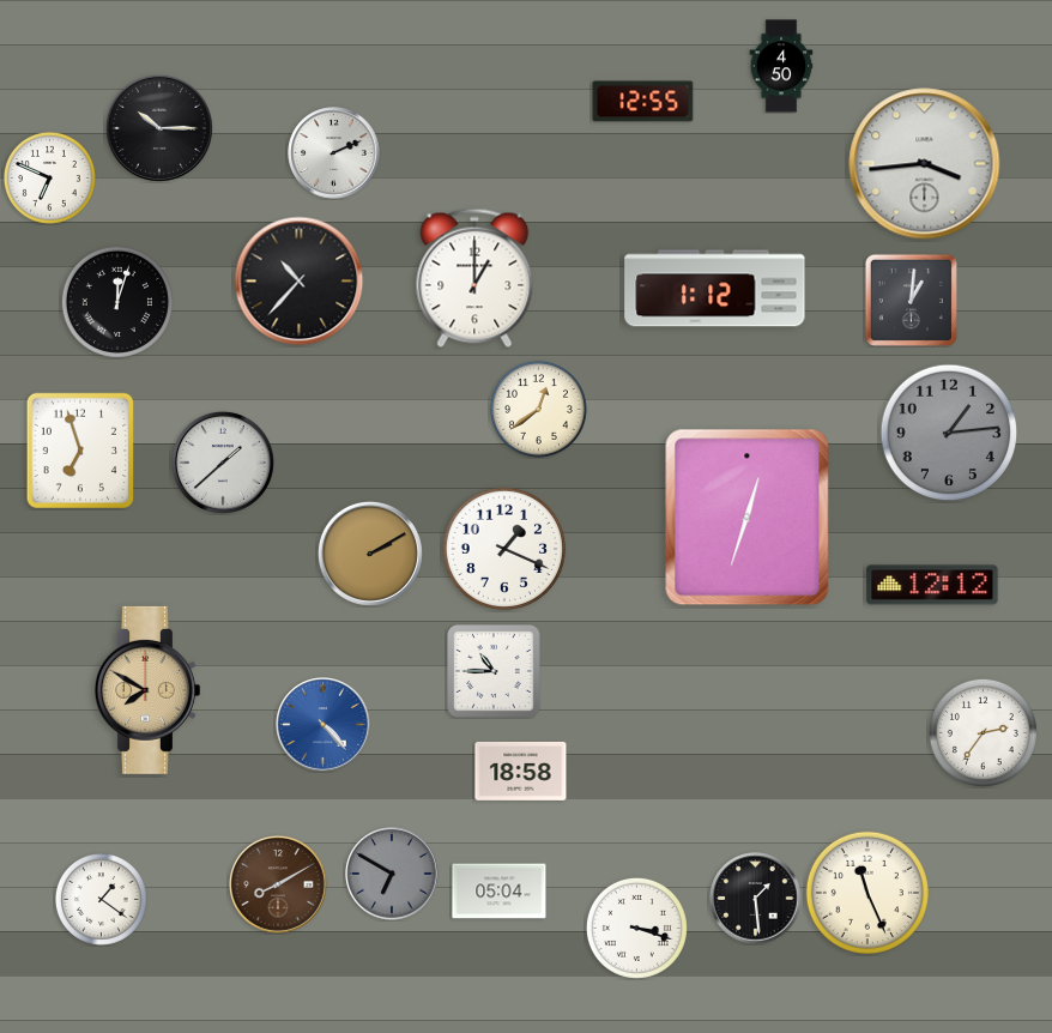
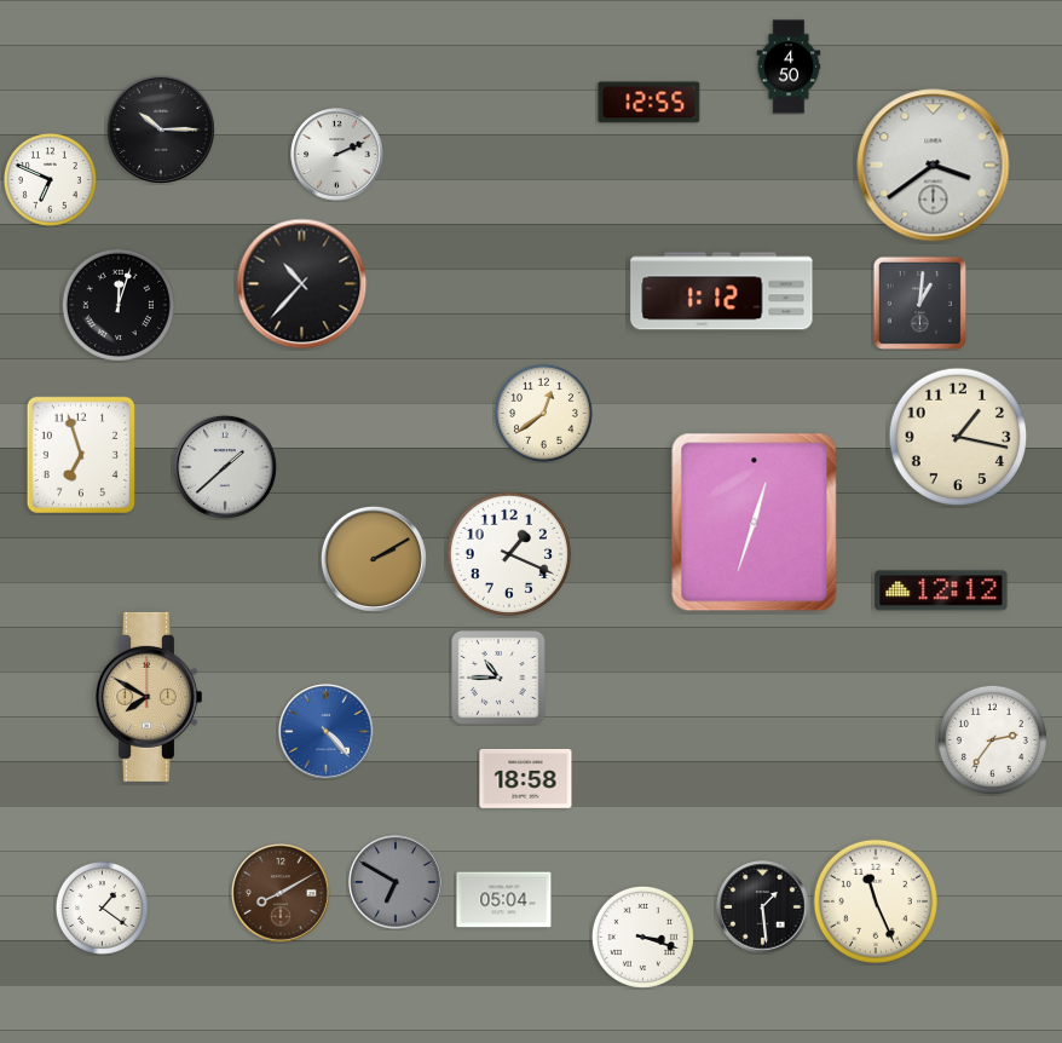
clock at (925, 164): 3:44 -> 3:39
clock at (474, 278): 1:00 -> none
clock at (949, 433): 1:14 -> 1:17
clock at (949, 433) dial: grey -> cream
